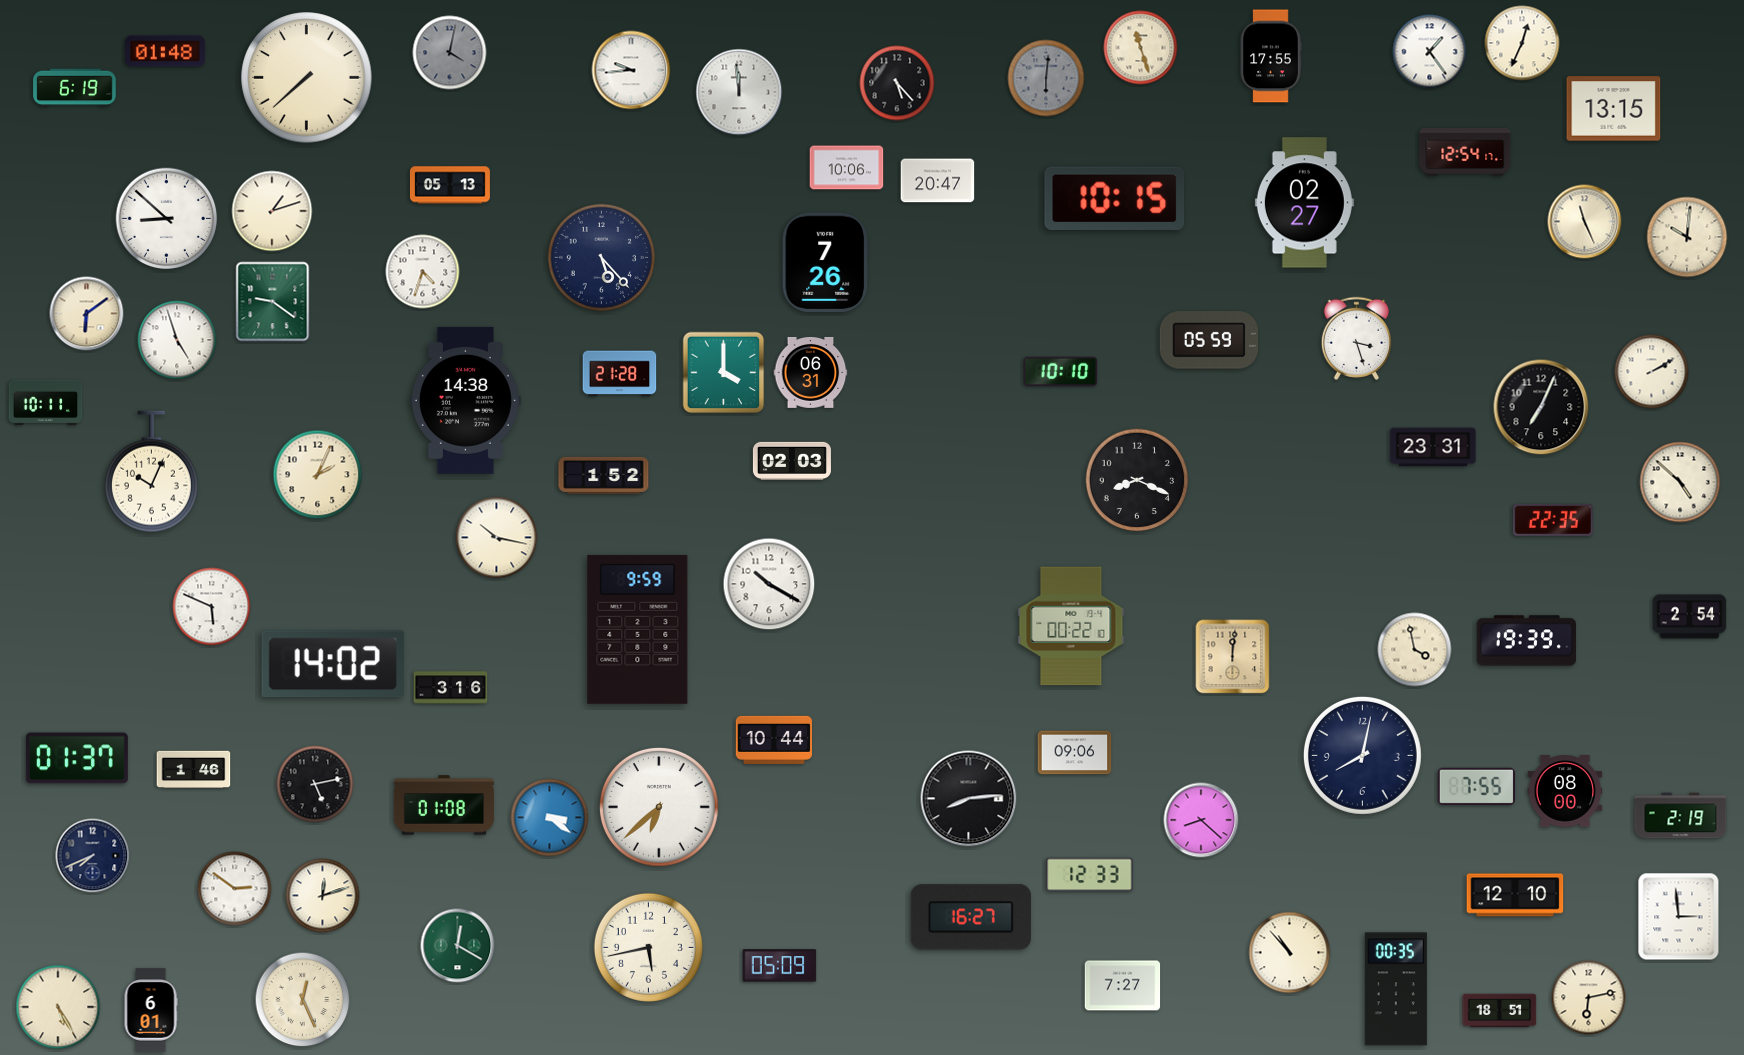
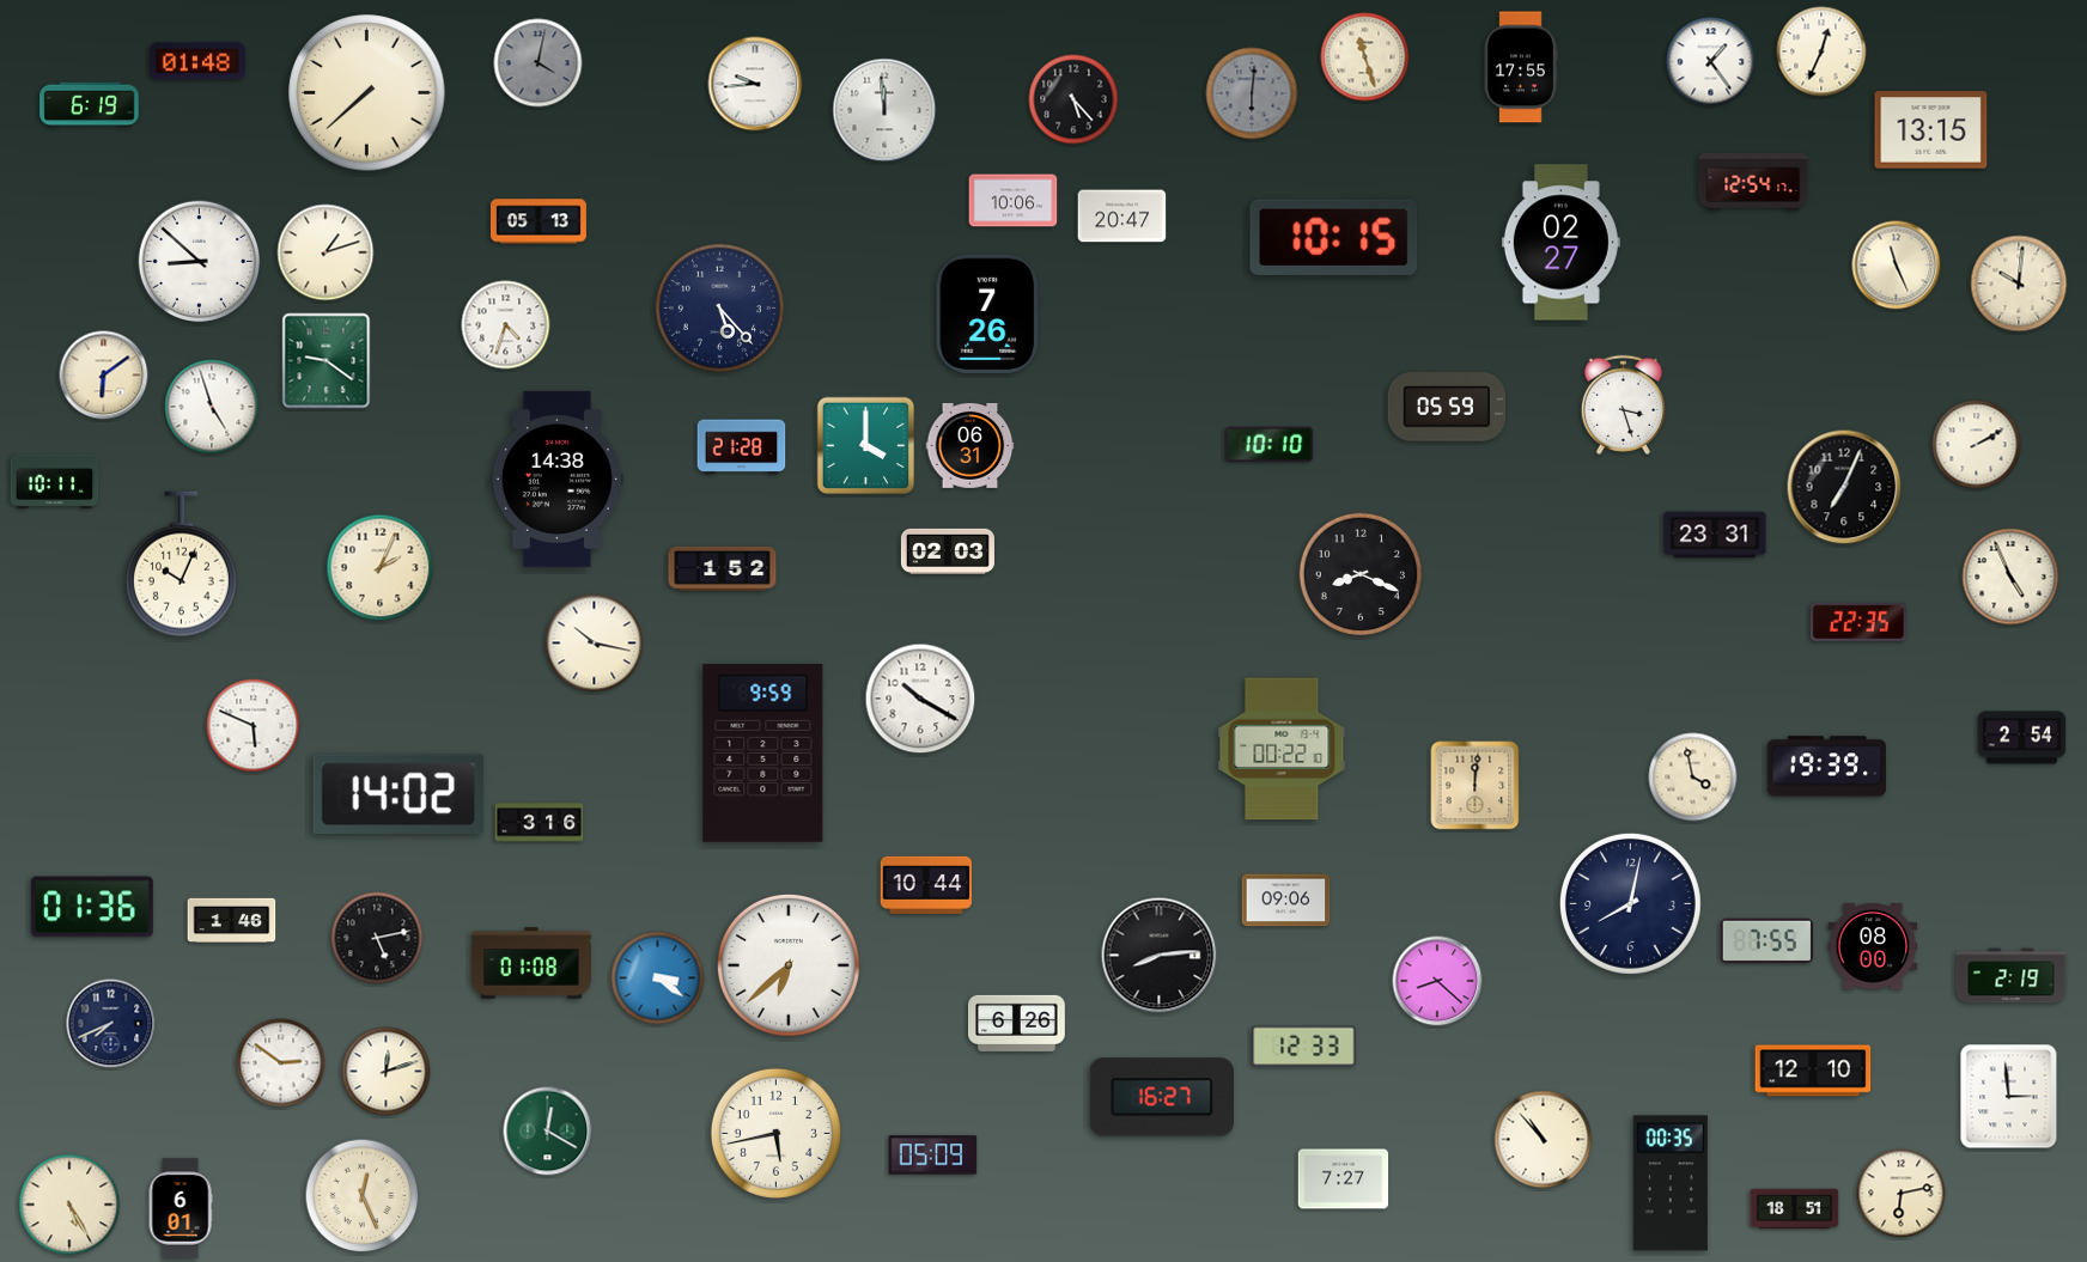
clock at (1680, 482): 4:52 -> 4:56
clock at (77, 758): 01:37 -> 01:36
clock at (1017, 1023): none -> 6:26
